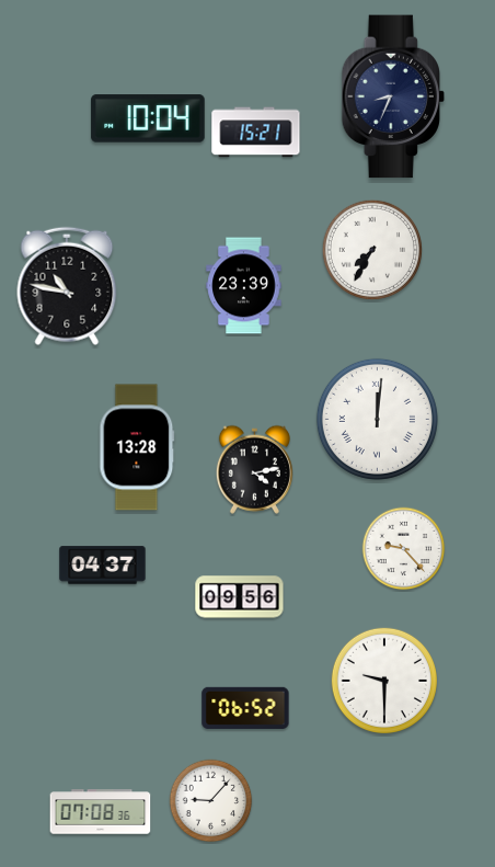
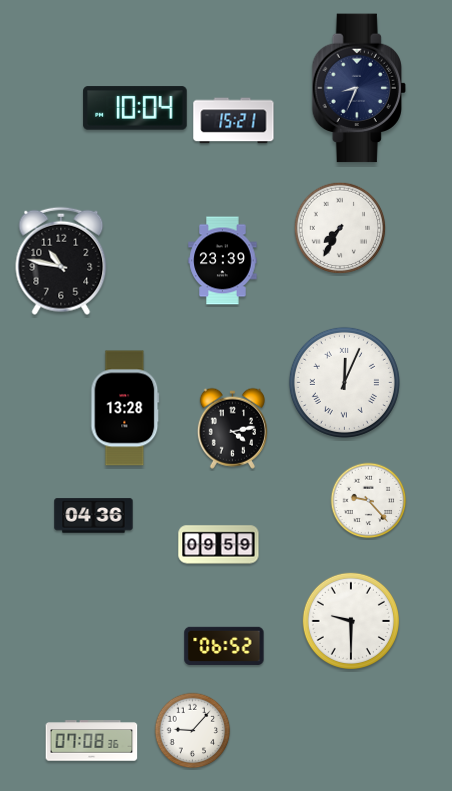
clock at (377, 419): 12:01 -> 12:04
clock at (103, 566): 04:37 -> 04:36
clock at (240, 597): 09:56 -> 09:59
